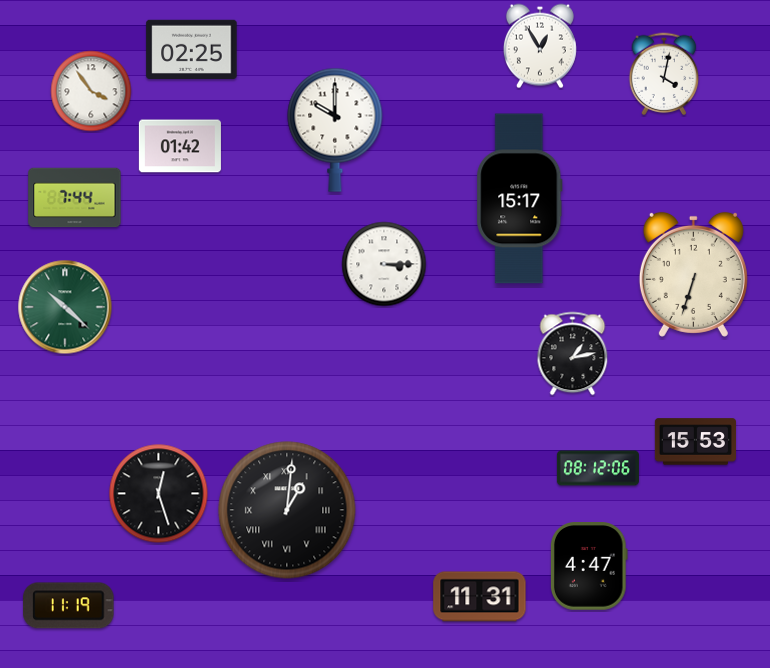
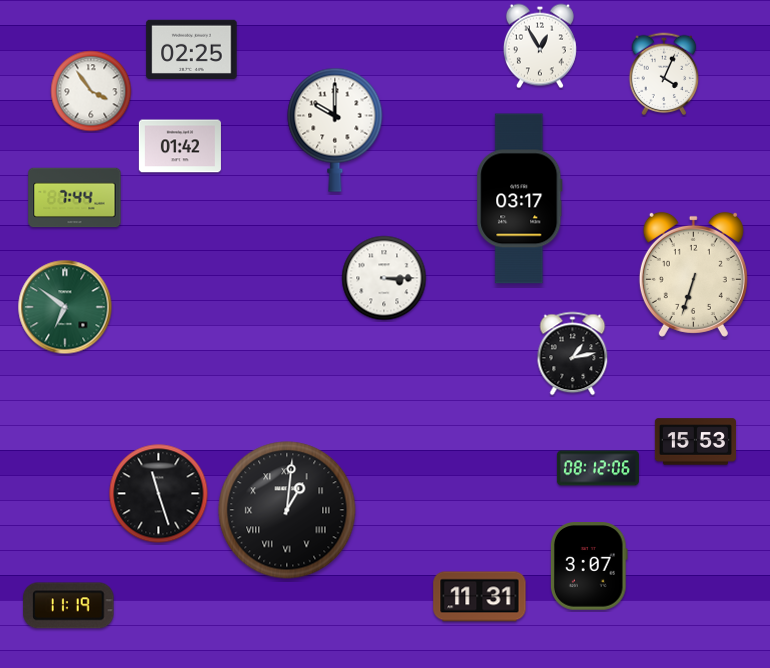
clock at (664, 74): 4:02 -> 4:04
clock at (520, 199): 15:17 -> 03:17
clock at (384, 264) position: (384, 264) -> (384, 278)
clock at (65, 307): 10:22 -> 6:51
clock at (159, 494): 12:27 -> 11:27
clock at (589, 566): 4:47 -> 3:07
